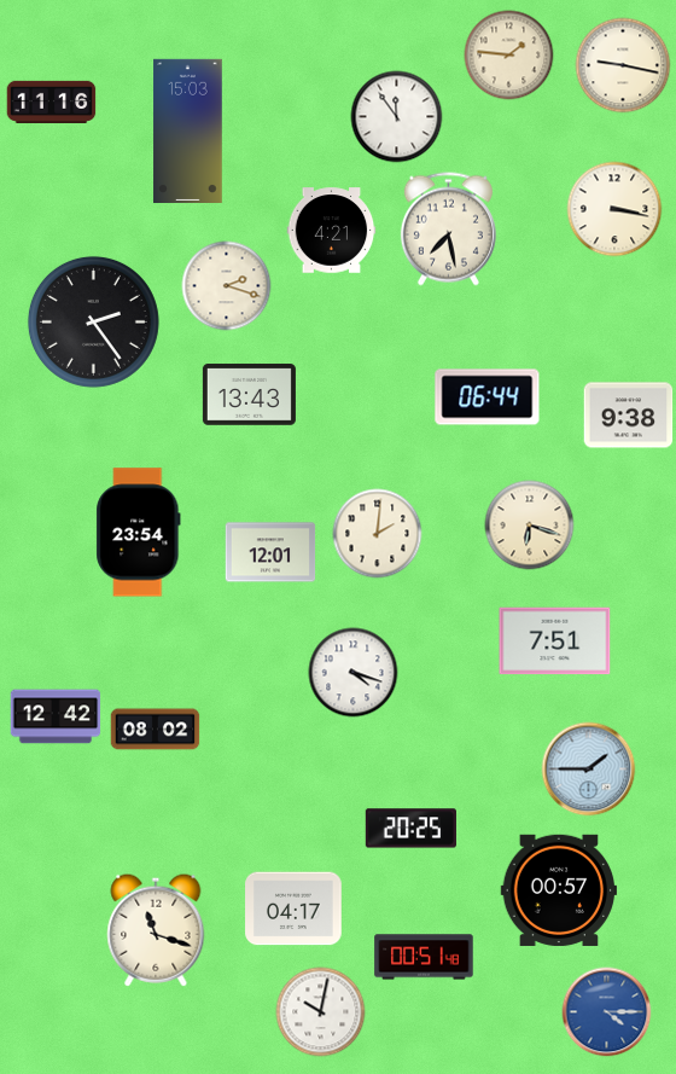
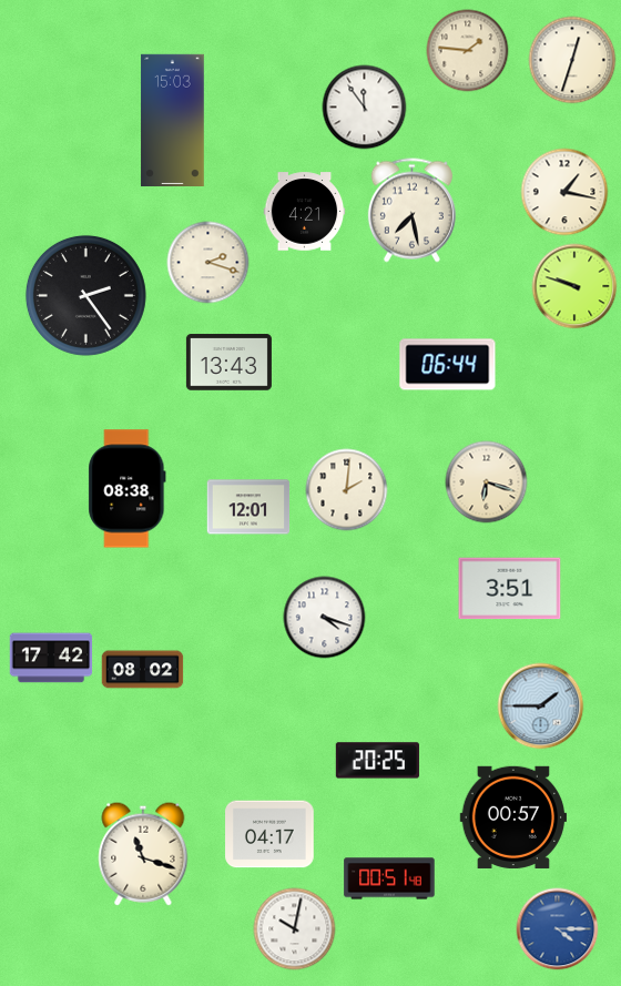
clock at (623, 65): 9:17 -> 12:33
clock at (52, 101): 11:16 -> none
clock at (614, 209): 3:17 -> 1:17
clock at (574, 286): none -> 9:48
clock at (629, 416): 9:38 -> none
clock at (139, 533): 23:54 -> 08:38
clock at (555, 642): 7:51 -> 3:51
clock at (56, 716): 12:42 -> 17:42
